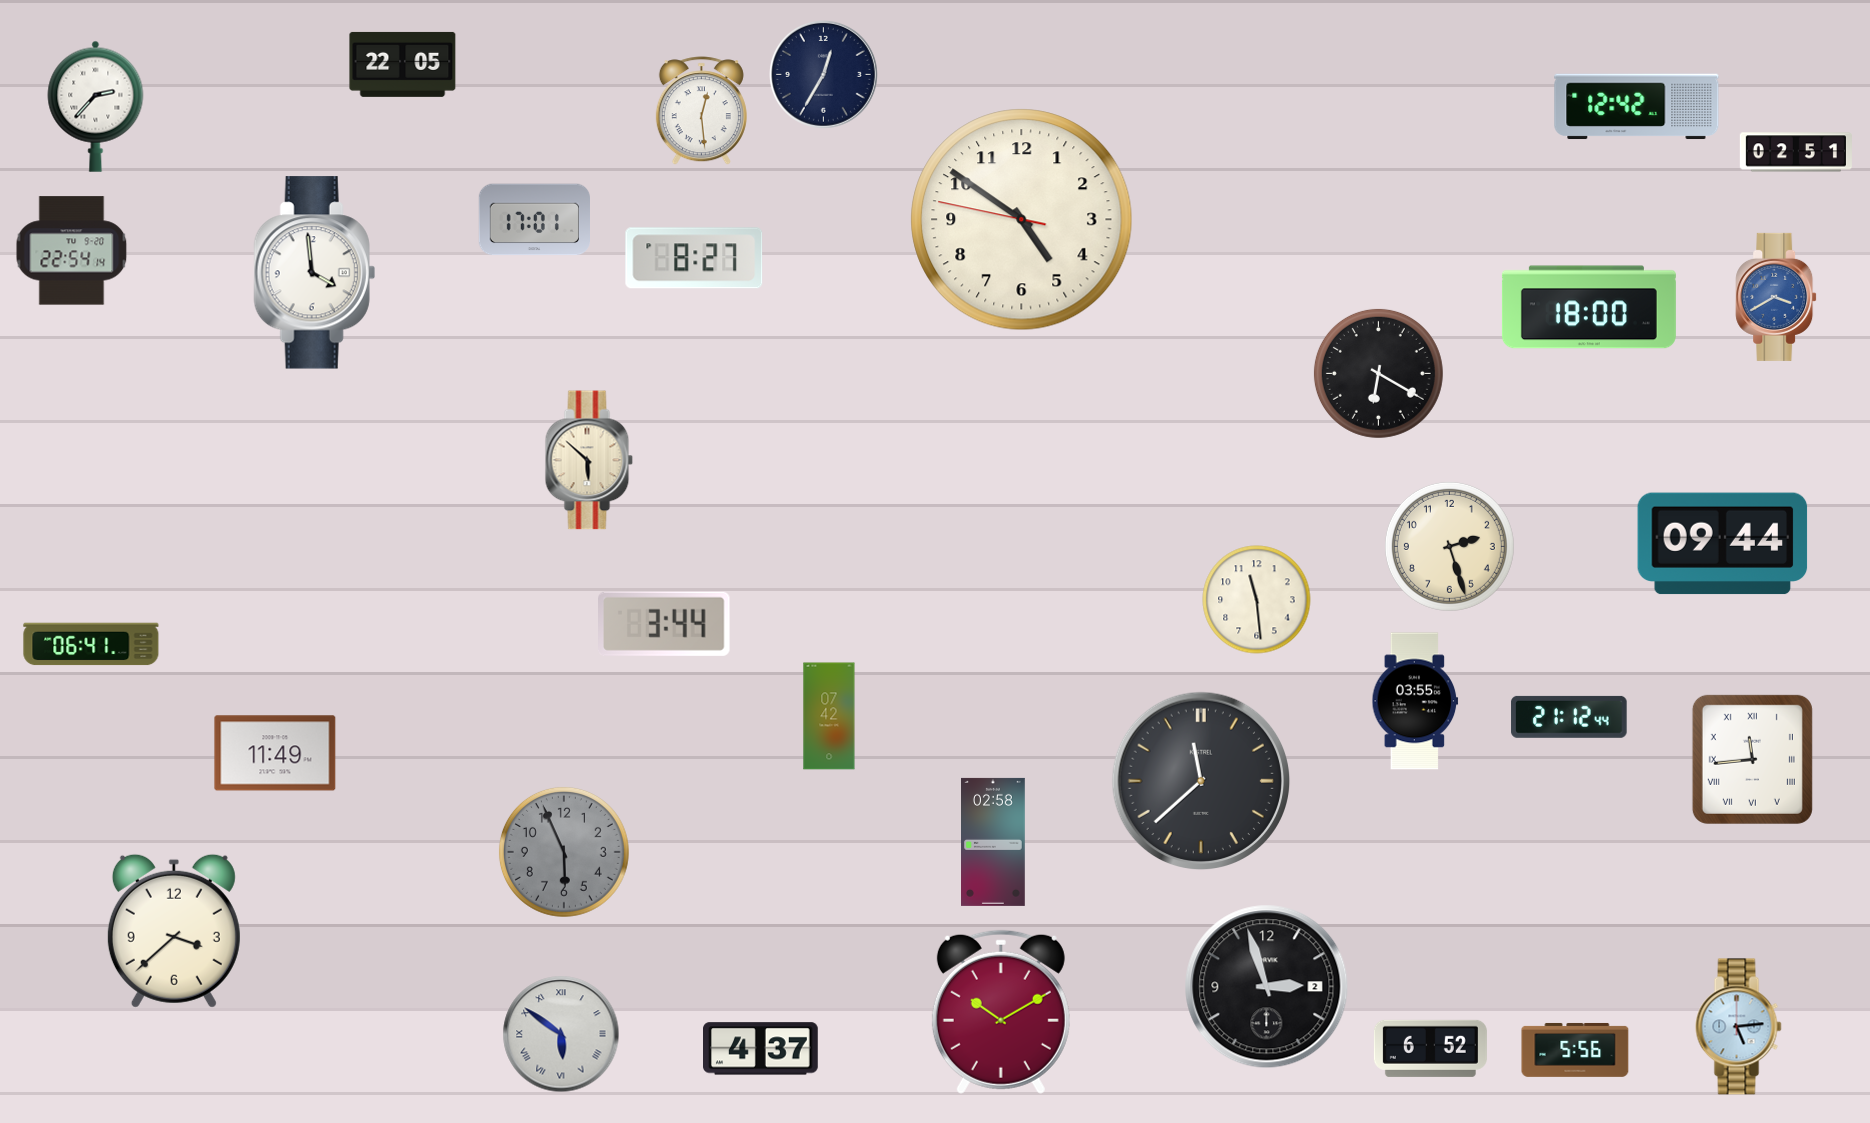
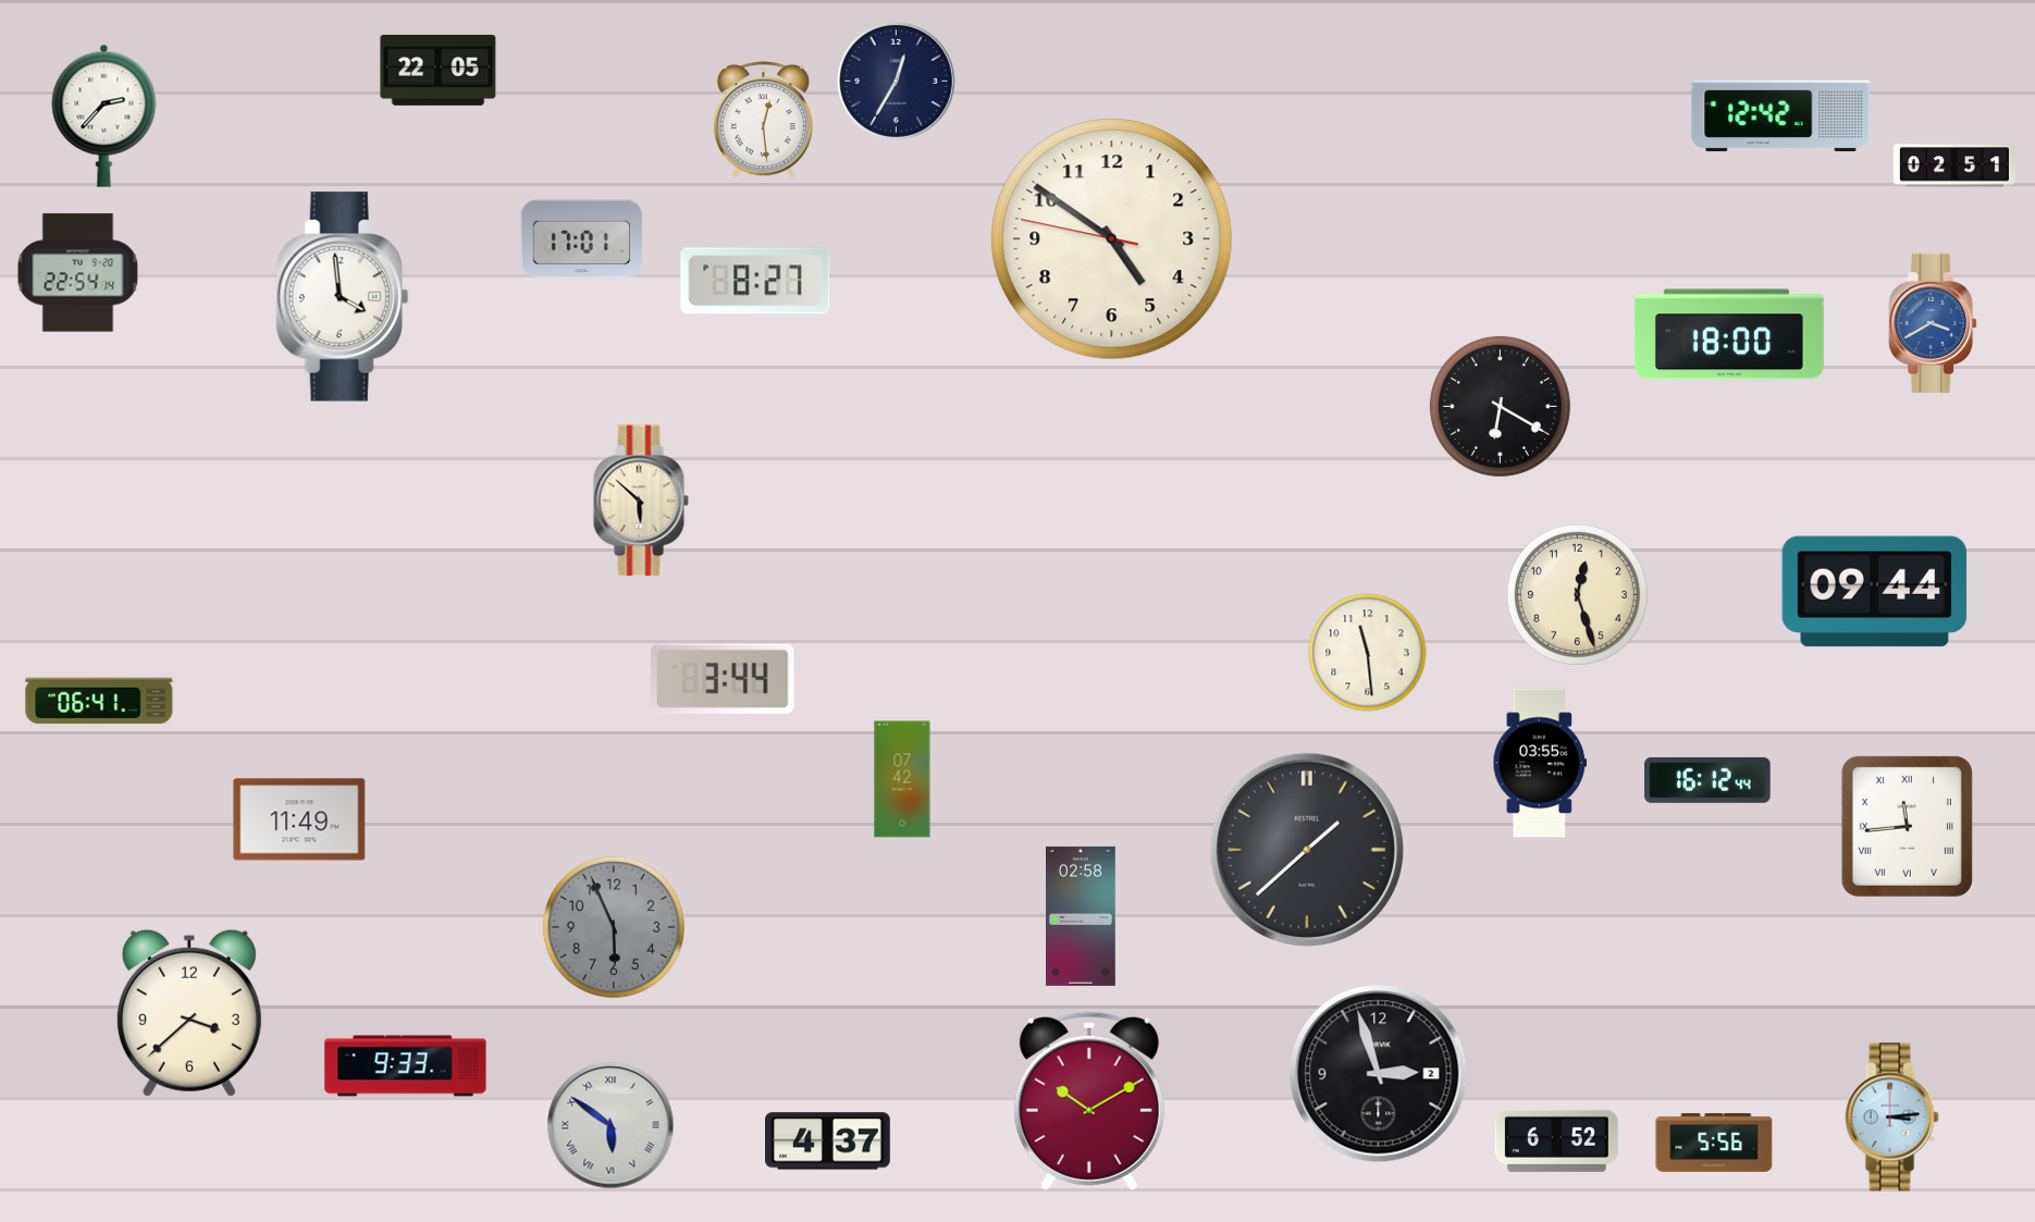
clock at (1449, 546): 2:27 -> 12:27
clock at (1569, 717): 21:12 -> 16:12
clock at (1201, 781): 11:38 -> 1:38
clock at (406, 1066): none -> 9:33
clock at (1739, 1027): 5:14 -> 3:14
